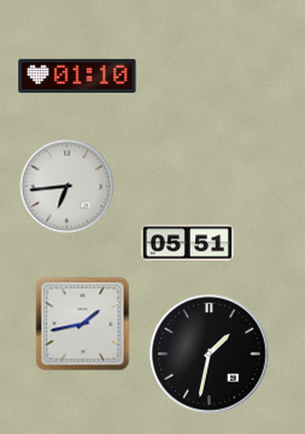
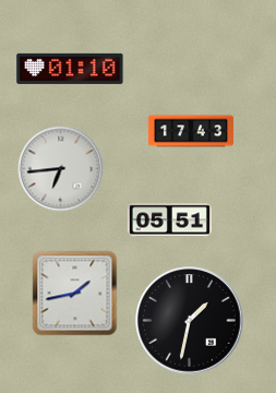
clock at (191, 131): none -> 17:43
